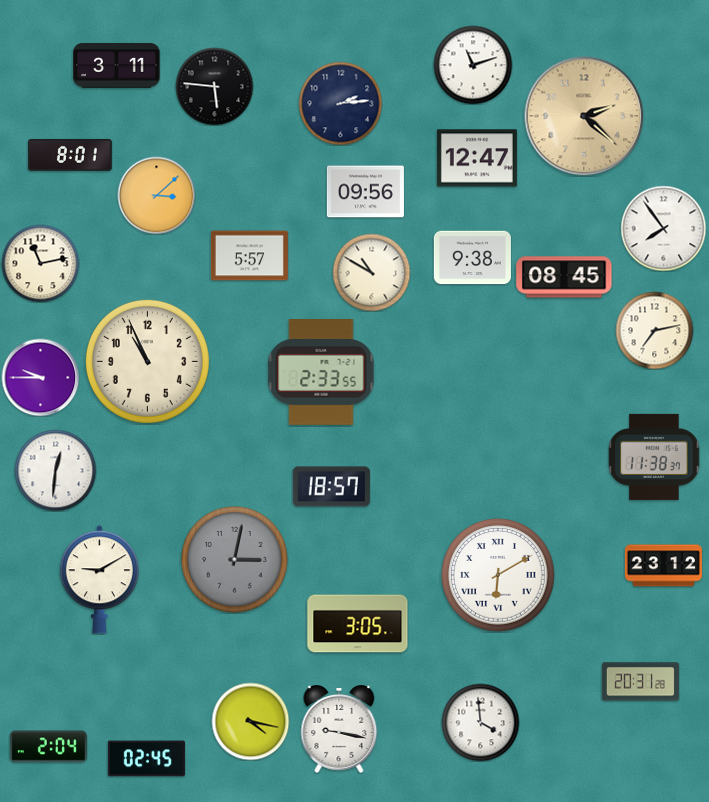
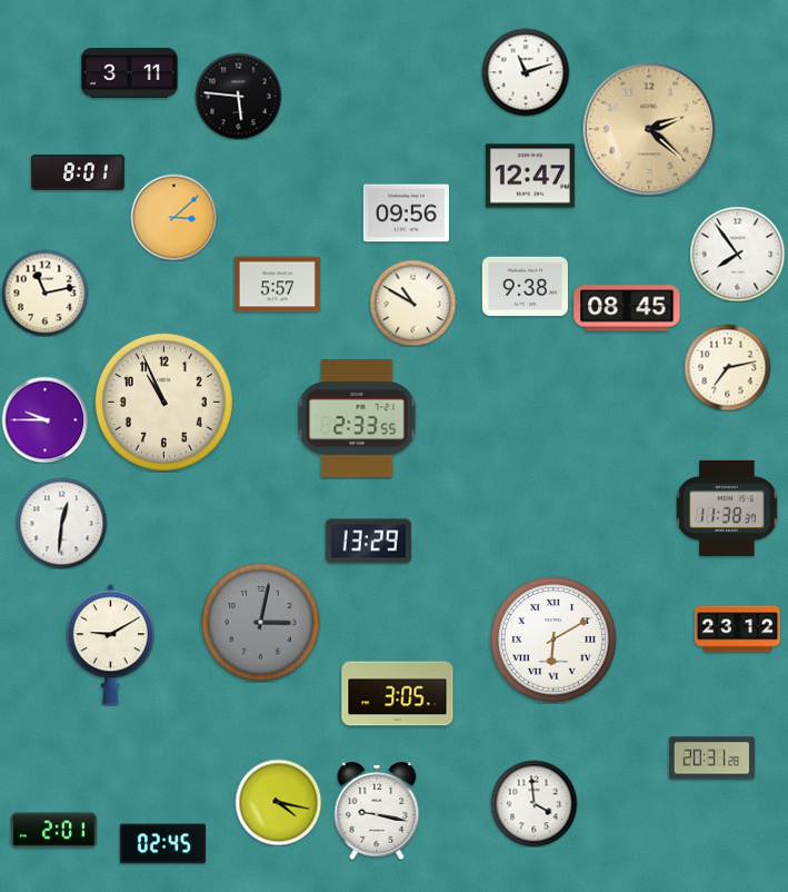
clock at (340, 103): 2:14 -> none
clock at (321, 372) position: (321, 372) -> (357, 418)
clock at (331, 487): 18:57 -> 13:29
clock at (48, 747): 2:04 -> 2:01
